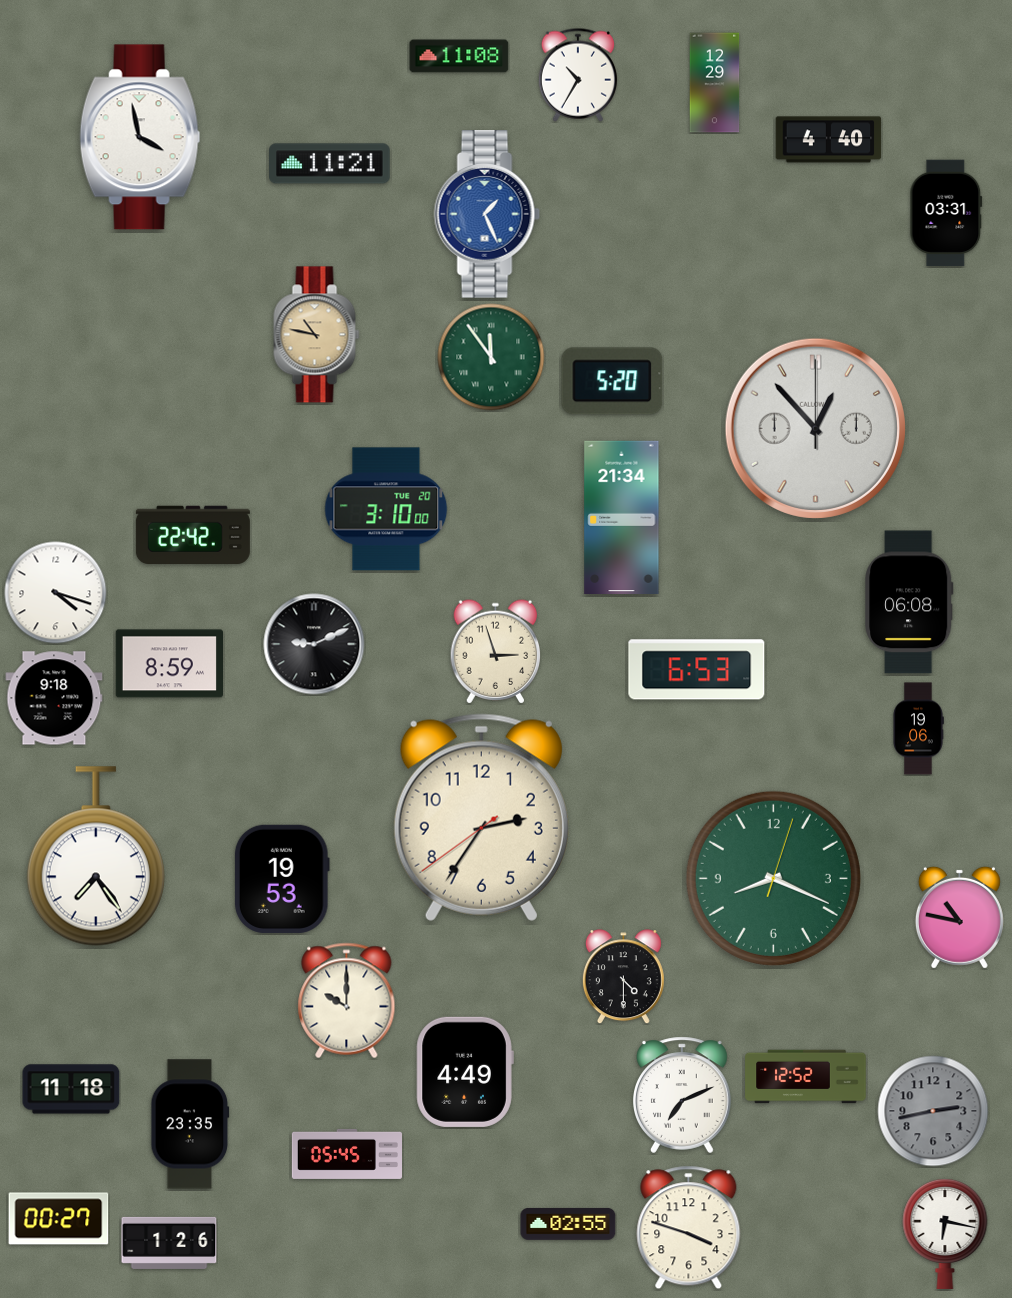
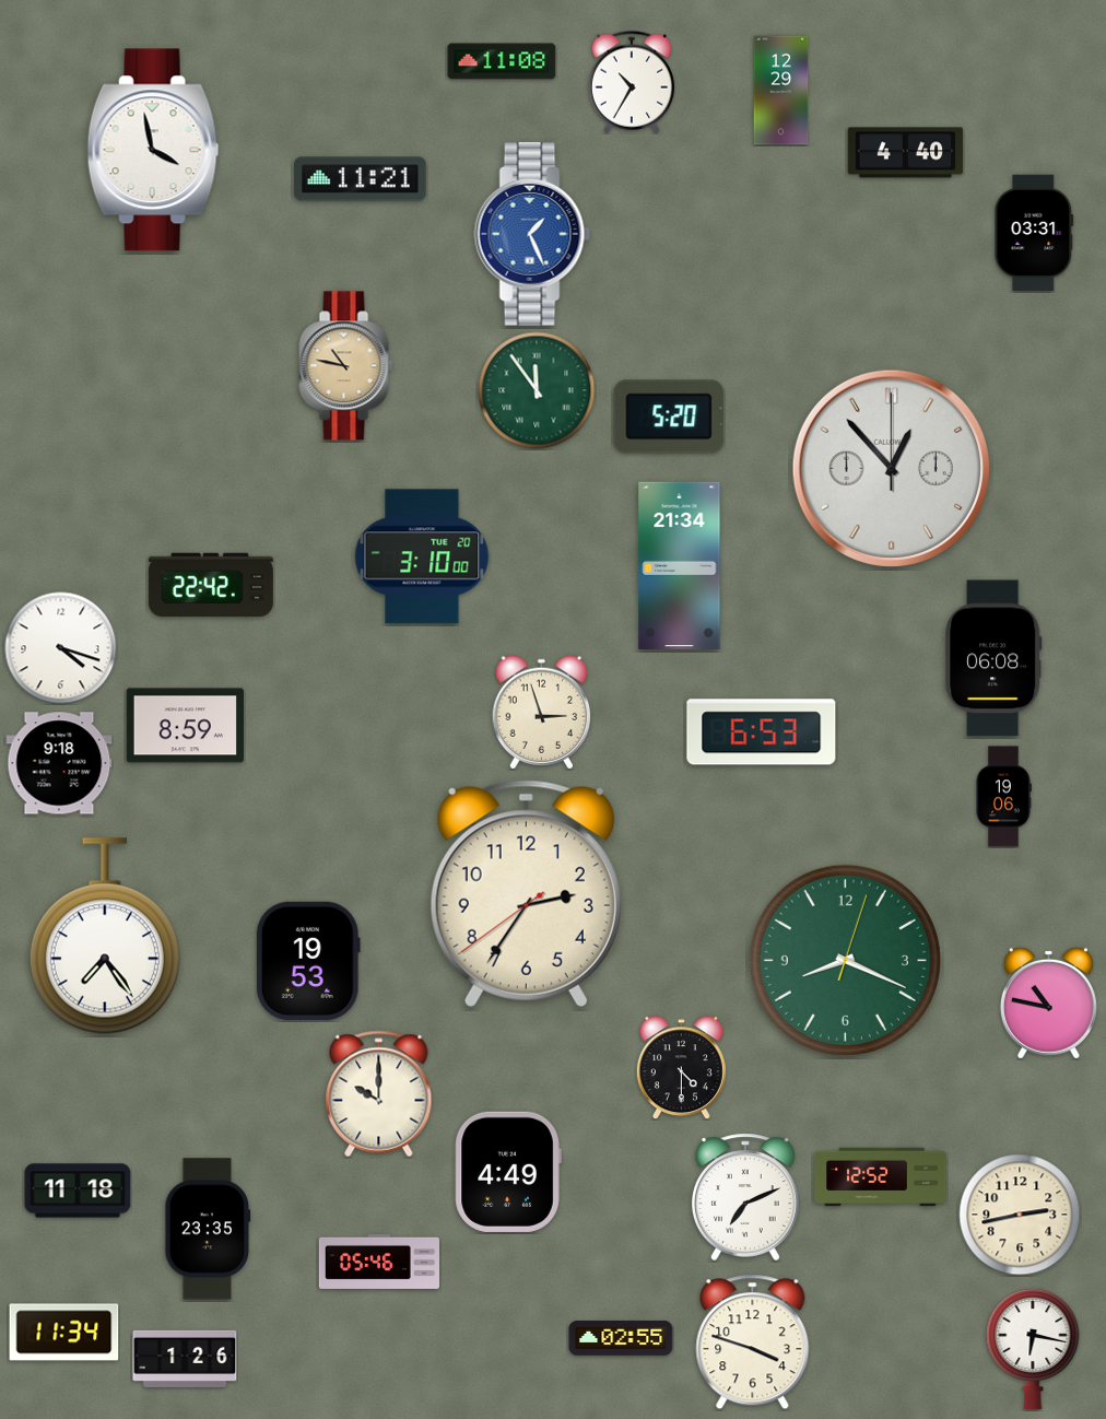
clock at (314, 644): 9:11 -> none
clock at (933, 1111) dial: grey -> cream
clock at (346, 1154): 05:45 -> 05:46
clock at (59, 1219): 00:27 -> 11:34
